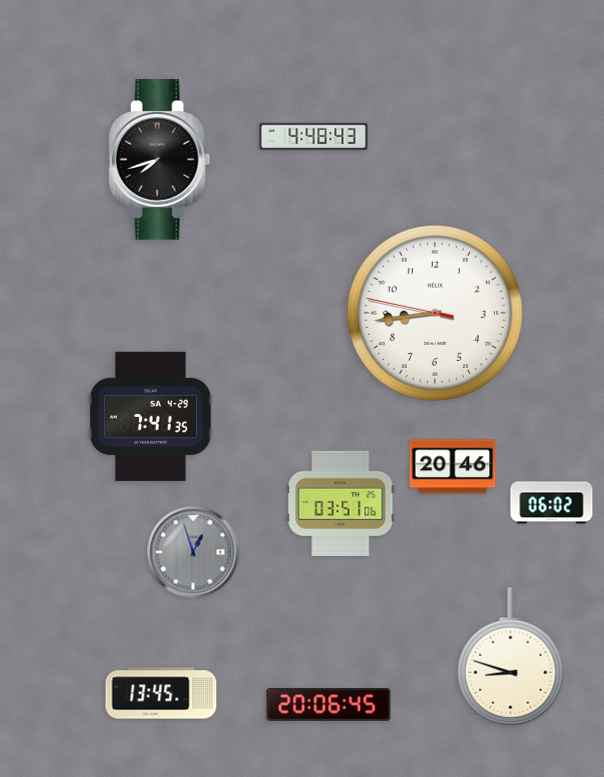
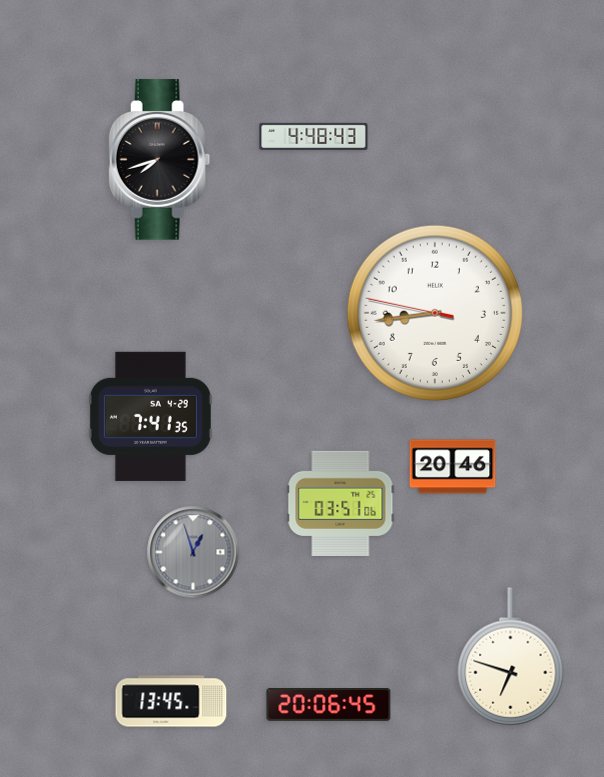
clock at (552, 503): 06:02 -> none
clock at (511, 657): 8:48 -> 6:48
clock at (161, 693) position: (161, 693) -> (171, 701)
